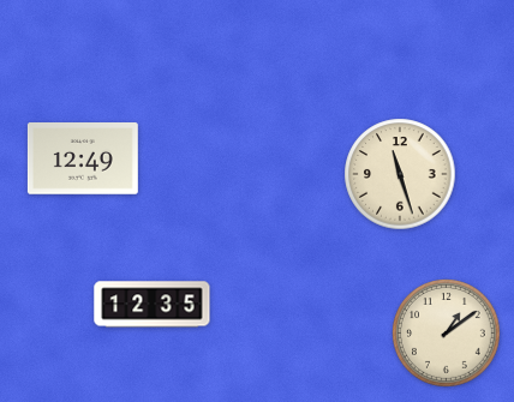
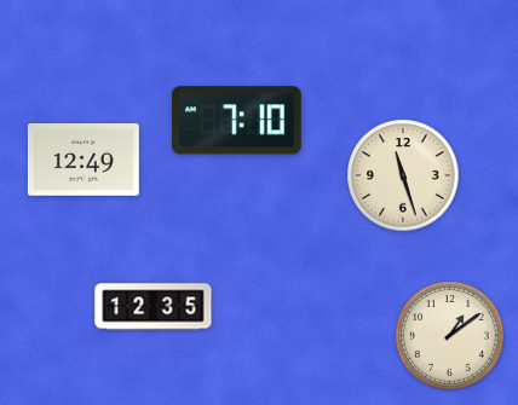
clock at (236, 121): none -> 7:10
